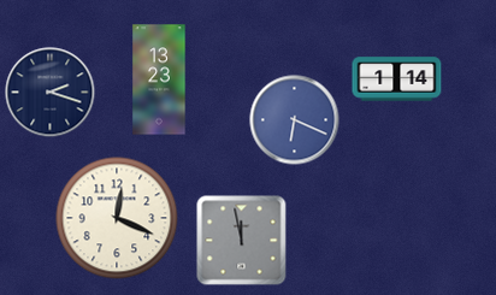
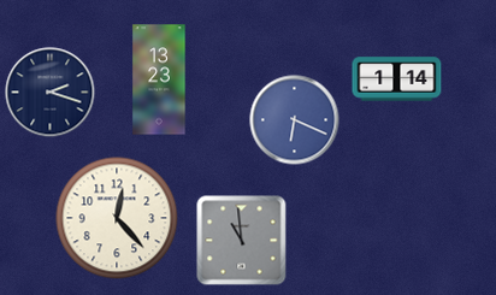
clock at (117, 218): 12:19 -> 12:23
clock at (242, 241): 11:58 -> 10:59
